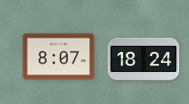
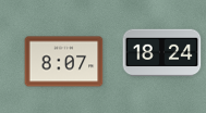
clock at (144, 60) position: (144, 60) -> (162, 53)
